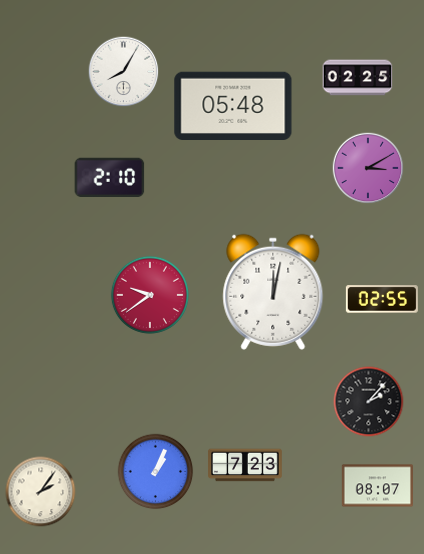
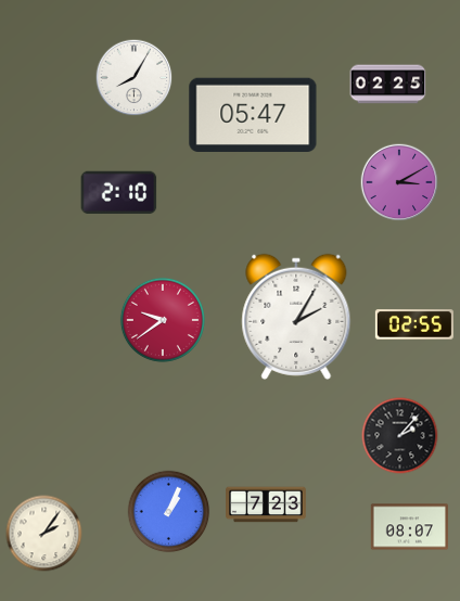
clock at (233, 105): 05:48 -> 05:47
clock at (273, 292): 12:02 -> 2:05
